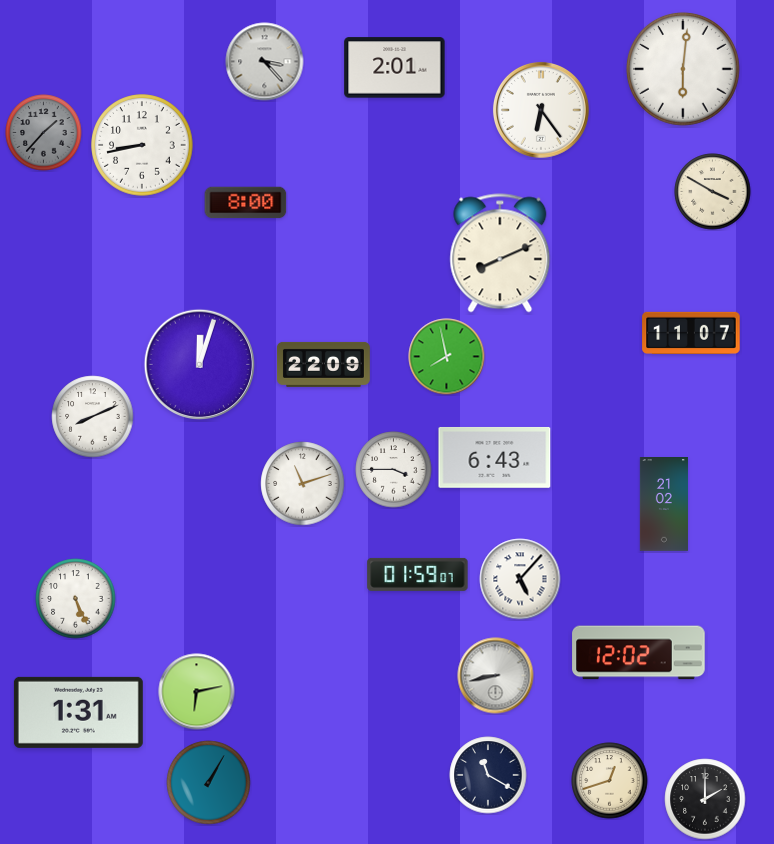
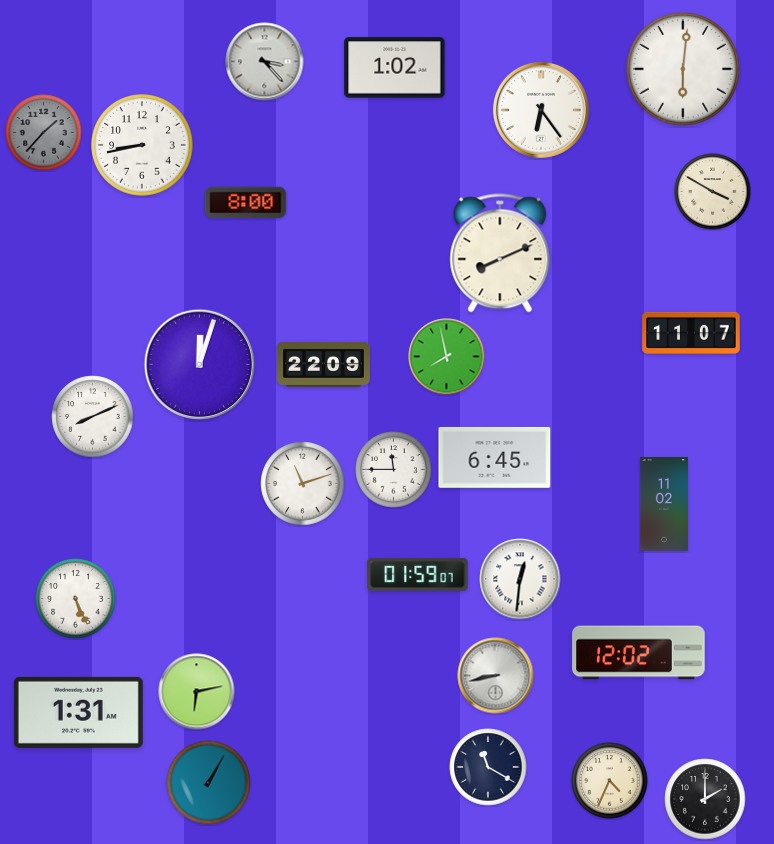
clock at (395, 68): 2:01 -> 1:02
clock at (495, 457): 6:43 -> 6:45
clock at (394, 470): 3:45 -> 11:45
clock at (664, 505): 21:02 -> 11:02
clock at (520, 579): 5:07 -> 12:31
clock at (488, 775) position: (488, 775) -> (488, 767)
clock at (610, 781): 12:42 -> 4:34
